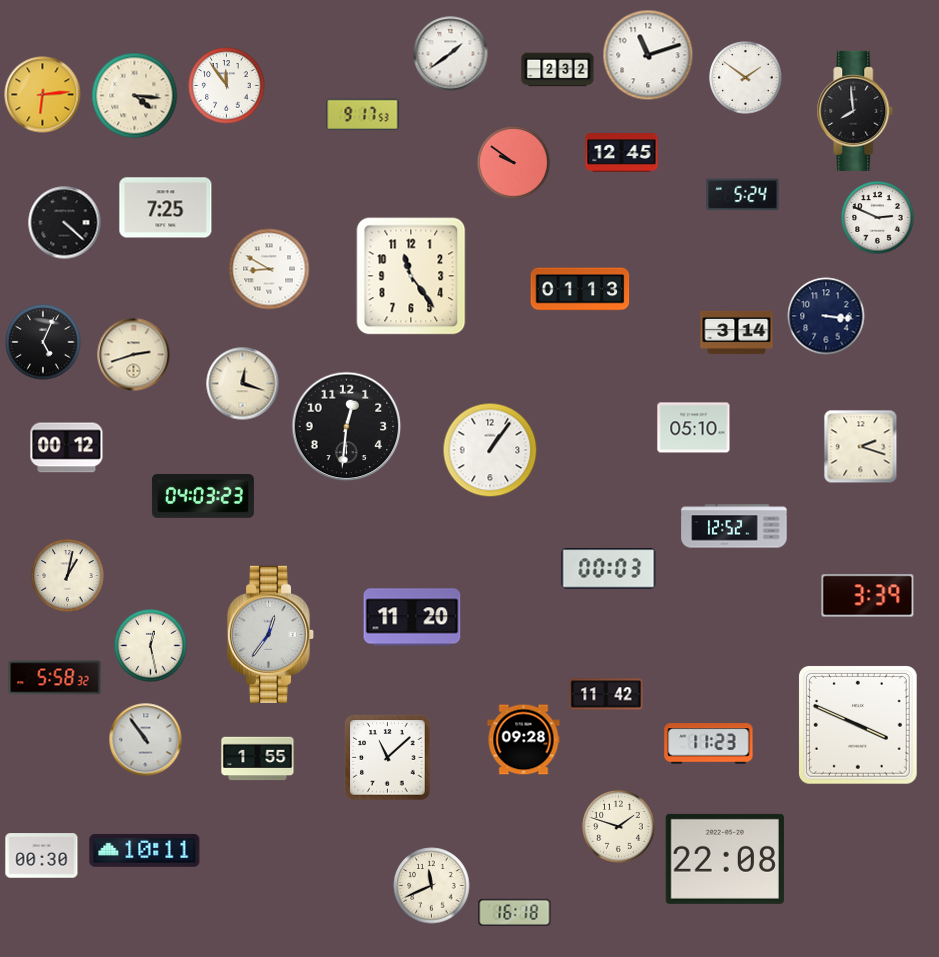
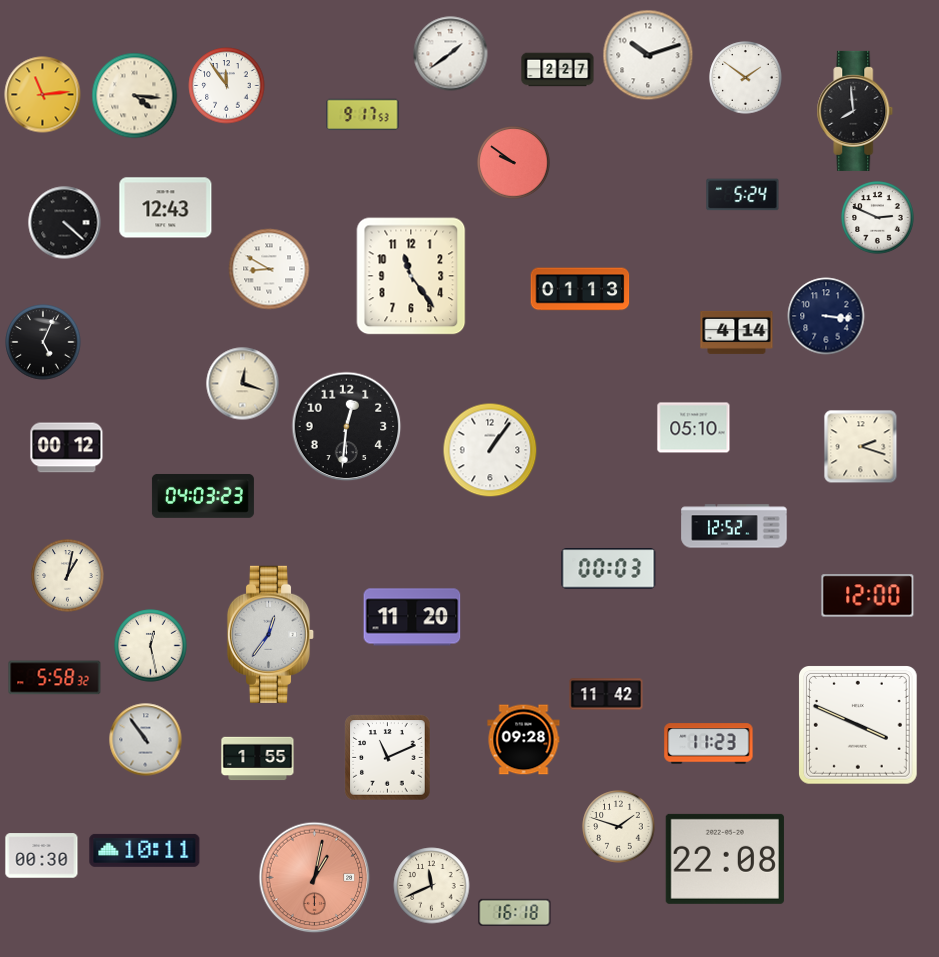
clock at (648, 55): 11:12 -> 10:12
clock at (558, 70): 2:32 -> 2:27
clock at (43, 95): 6:14 -> 11:14
clock at (622, 153): 12:45 -> none
clock at (166, 208): 7:25 -> 12:43
clock at (737, 332): 3:14 -> 4:14
clock at (134, 355): 2:42 -> none
clock at (868, 596): 3:39 -> 12:00
clock at (388, 758): 11:08 -> 11:11
clock at (315, 878): none -> 1:02
